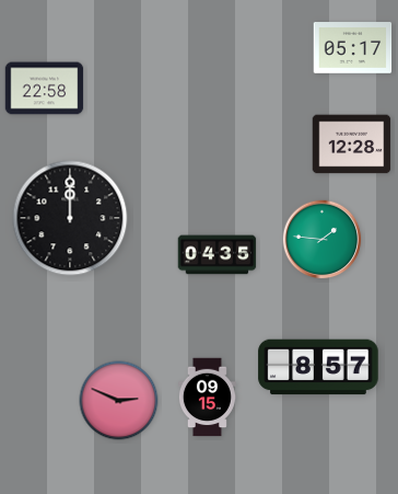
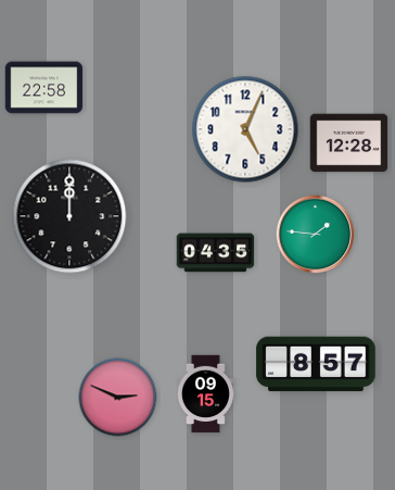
clock at (353, 48): 05:17 -> none
clock at (245, 129): none -> 5:04
clock at (323, 240) position: (323, 240) -> (316, 235)
